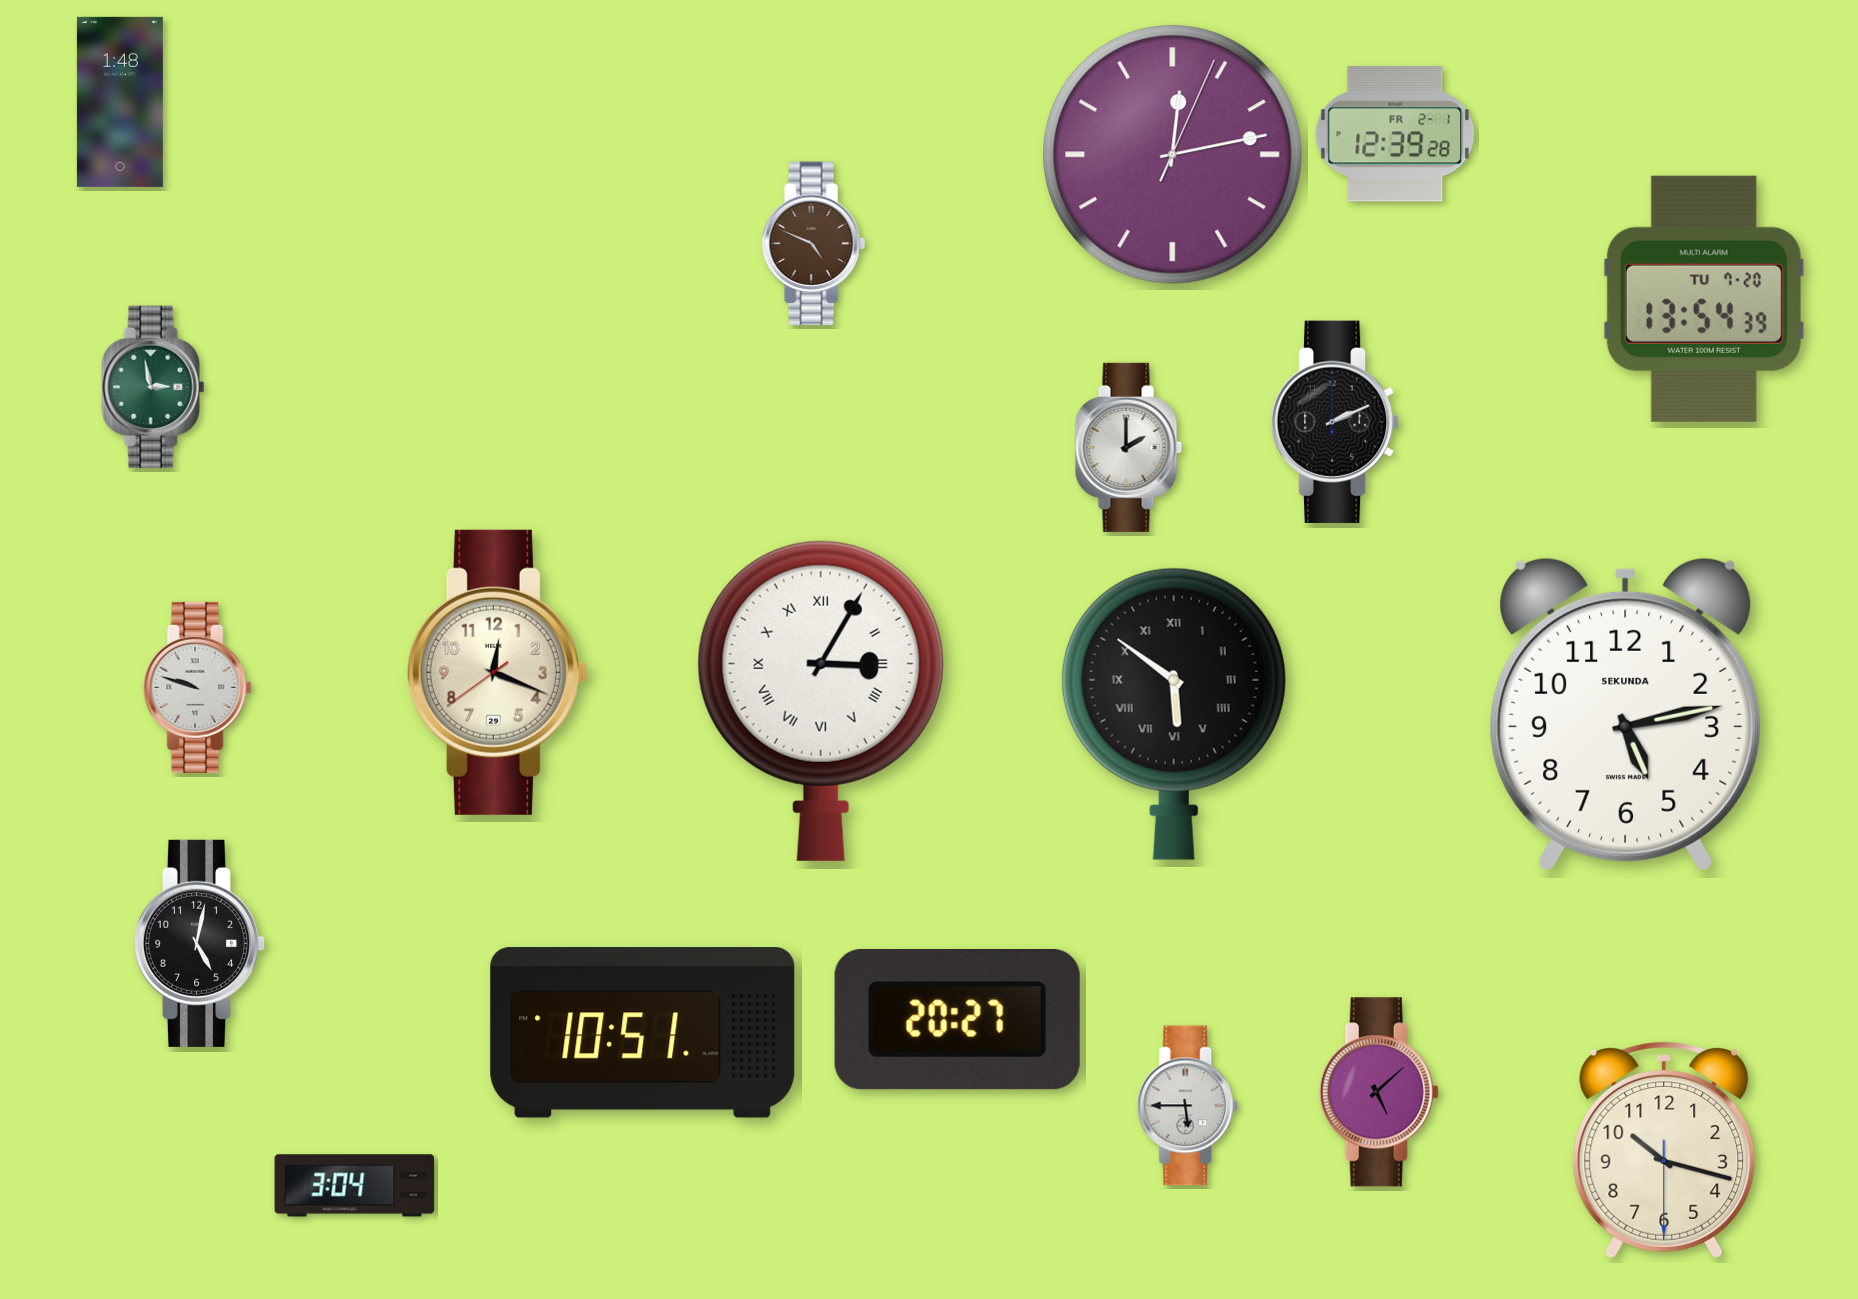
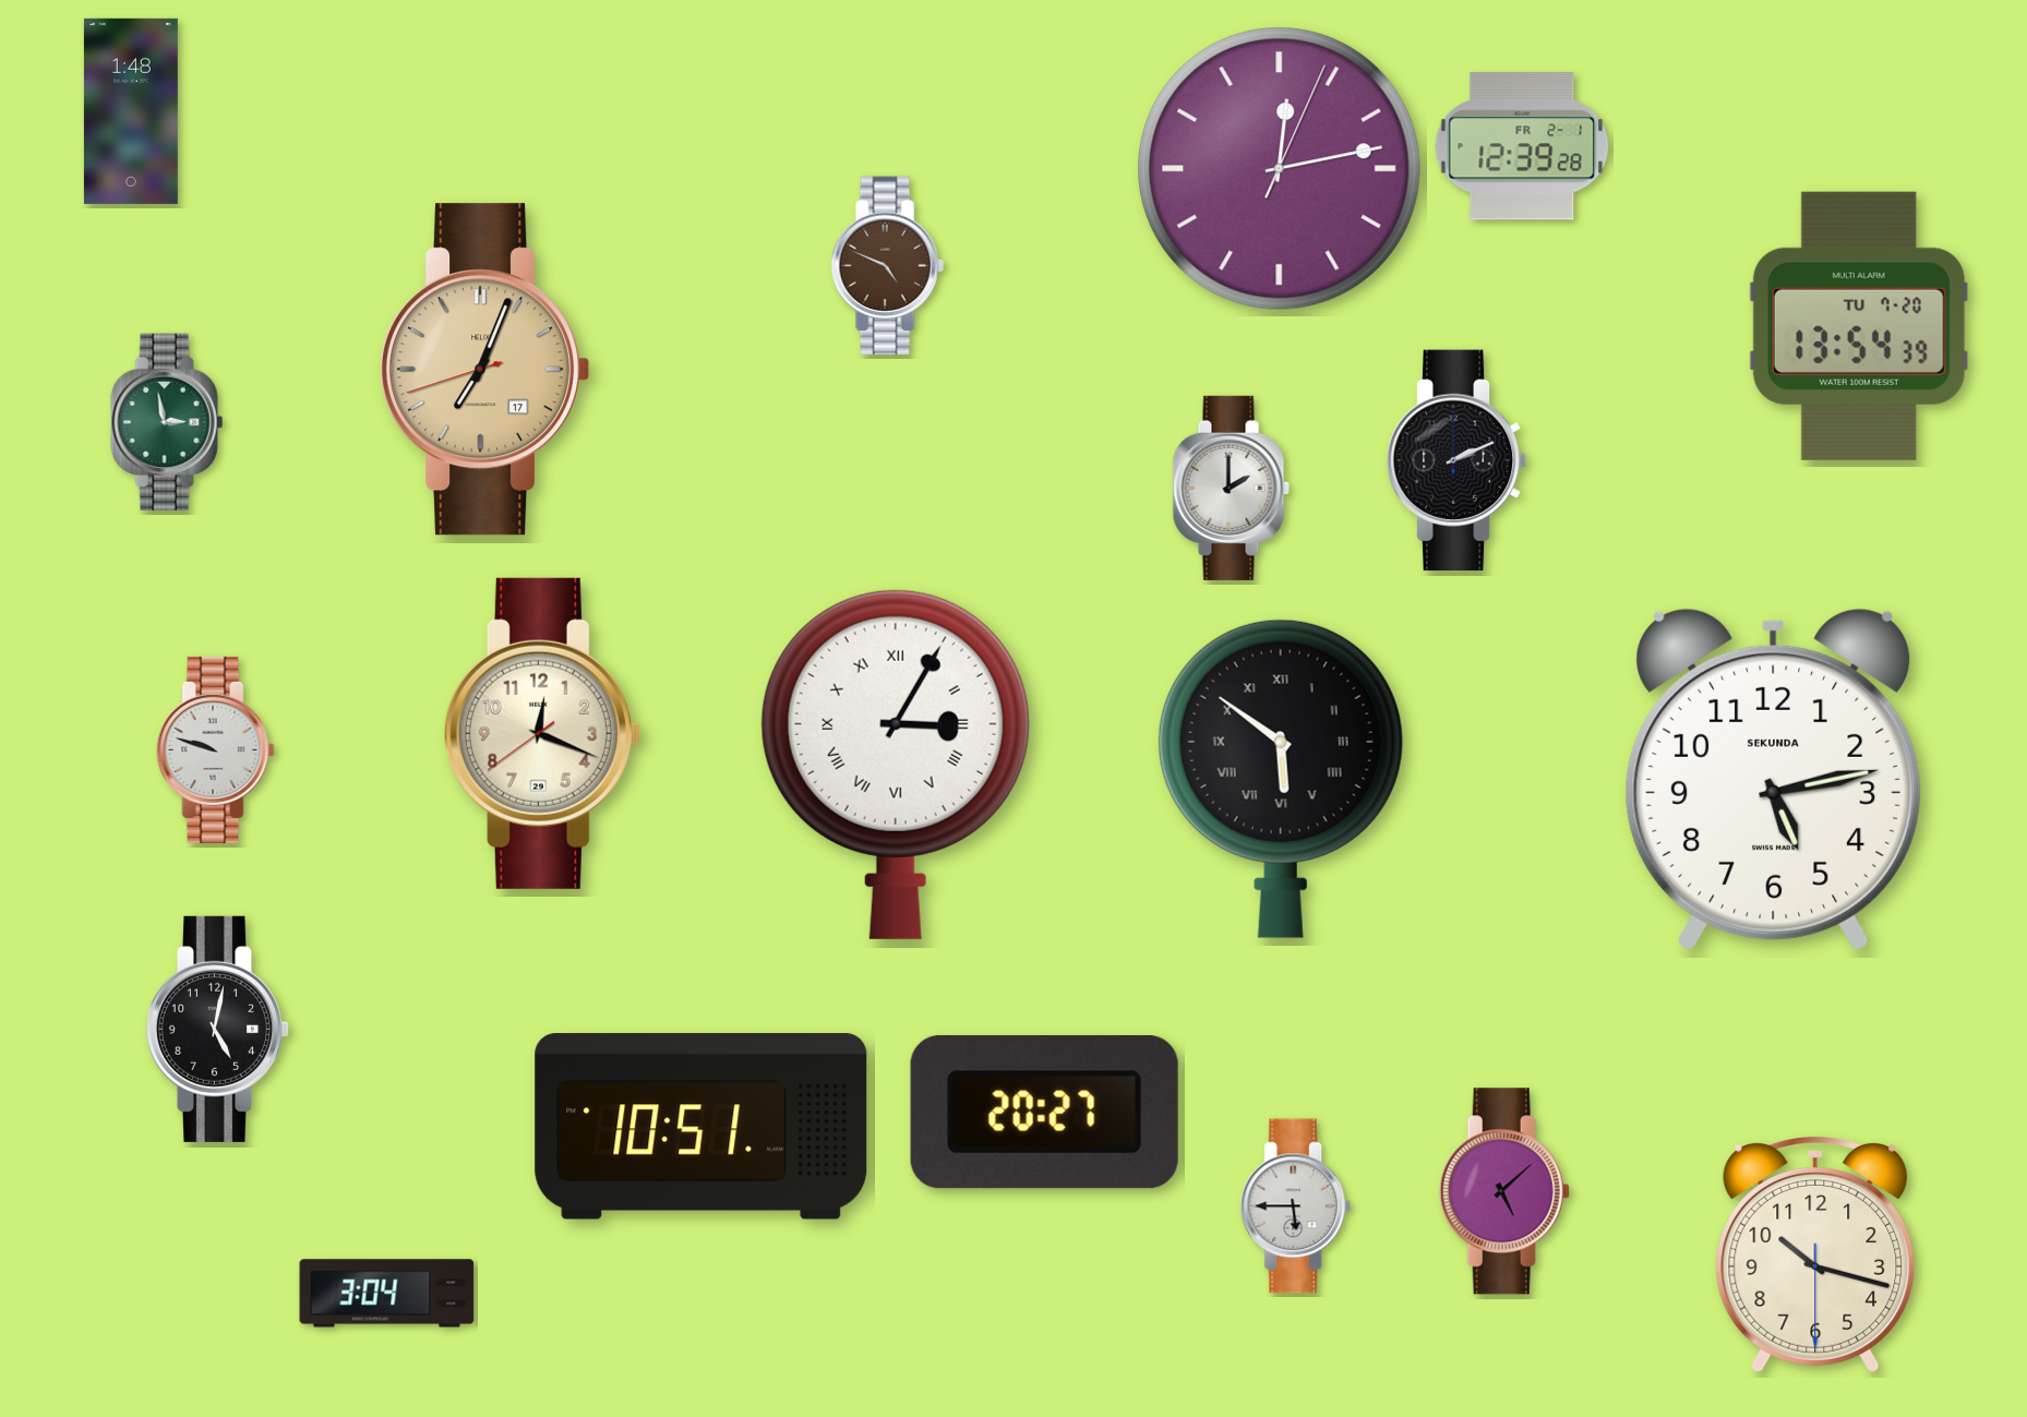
clock at (485, 370): none -> 7:03
